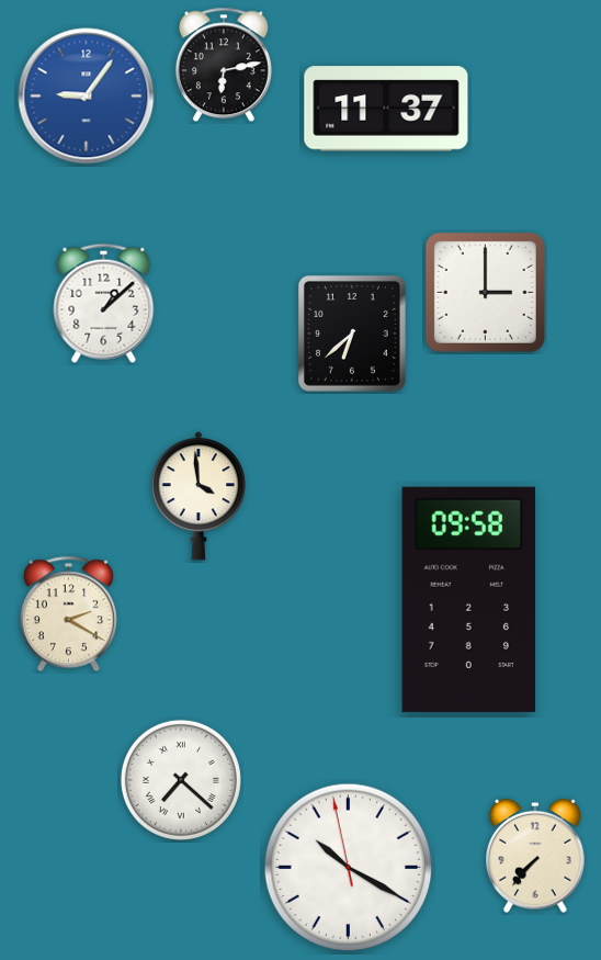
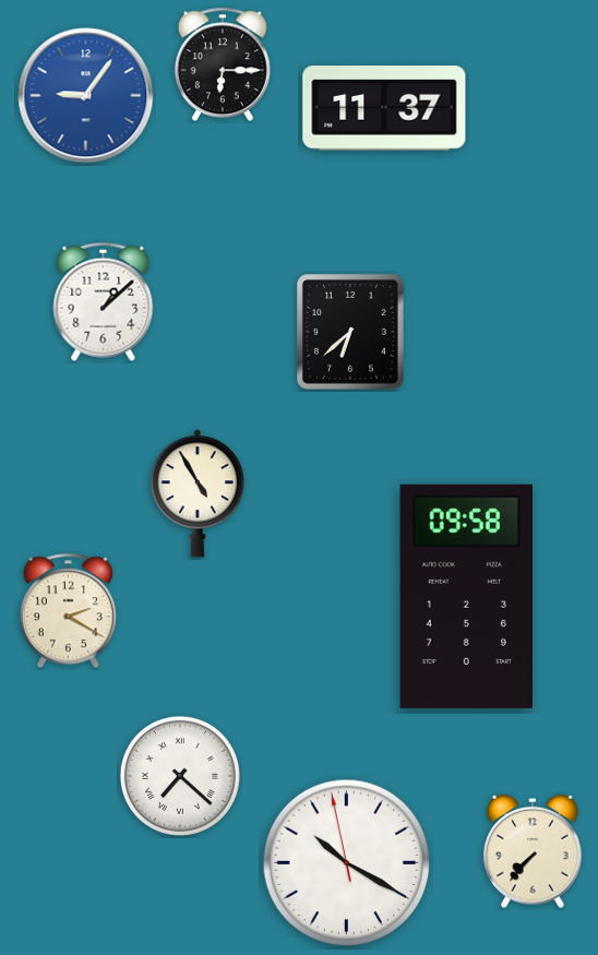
clock at (224, 65): 6:13 -> 6:15
clock at (485, 292): 3:00 -> none
clock at (199, 496): 3:59 -> 4:55
